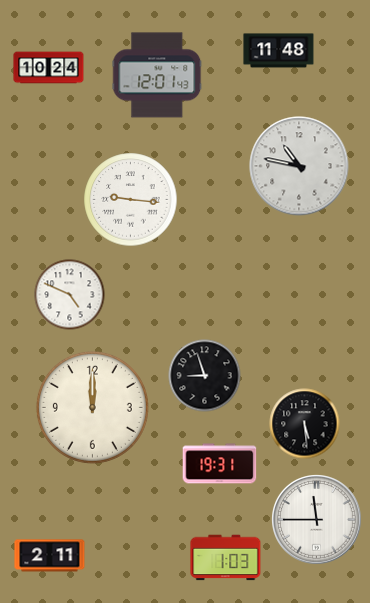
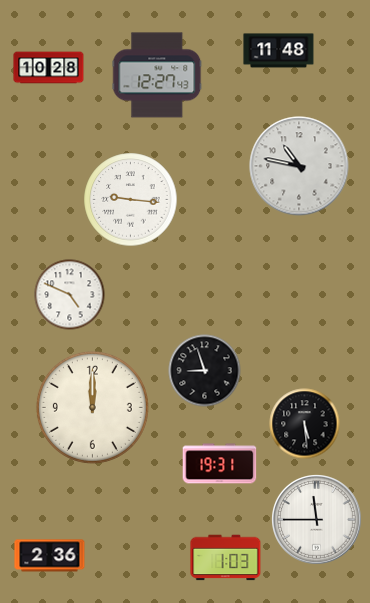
clock at (49, 68): 10:24 -> 10:28
clock at (157, 75): 12:01 -> 12:27
clock at (205, 376) position: (205, 376) -> (205, 371)
clock at (50, 556): 2:11 -> 2:36
